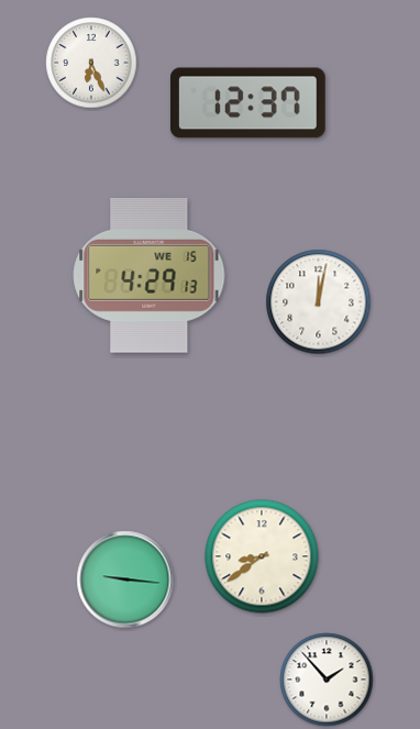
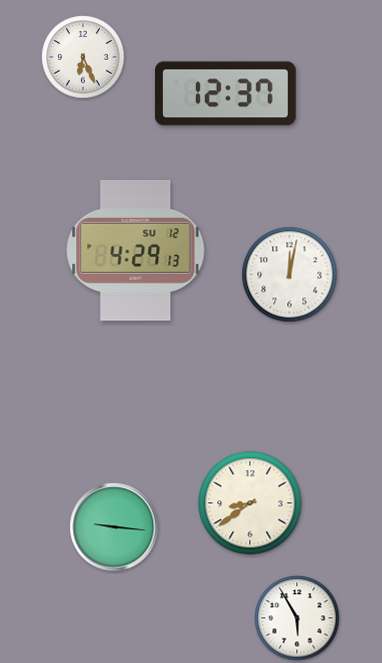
clock at (150, 275) date: WE 15 -> SU 12
clock at (262, 556) position: (262, 556) -> (250, 503)
clock at (327, 680): 1:53 -> 5:55
